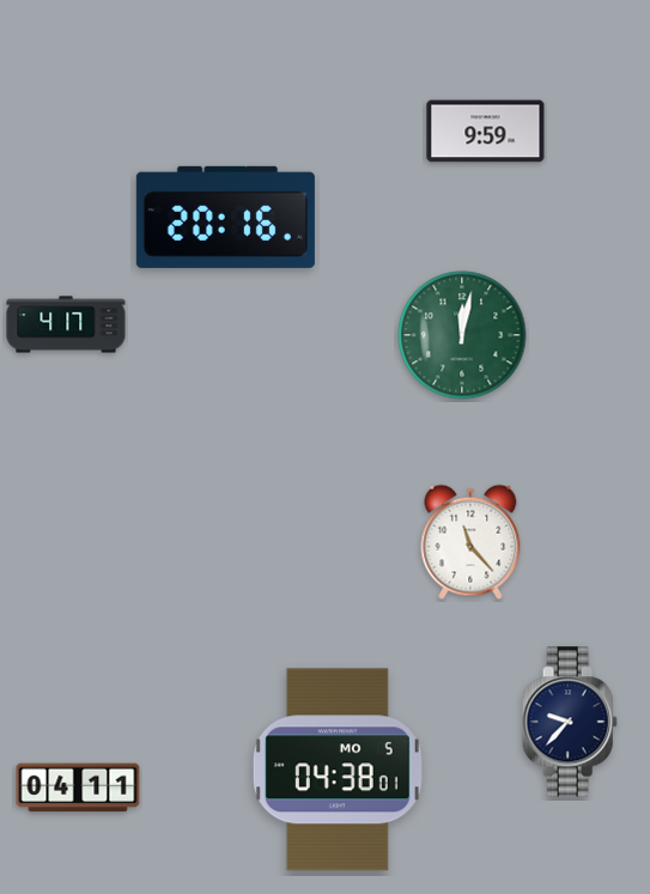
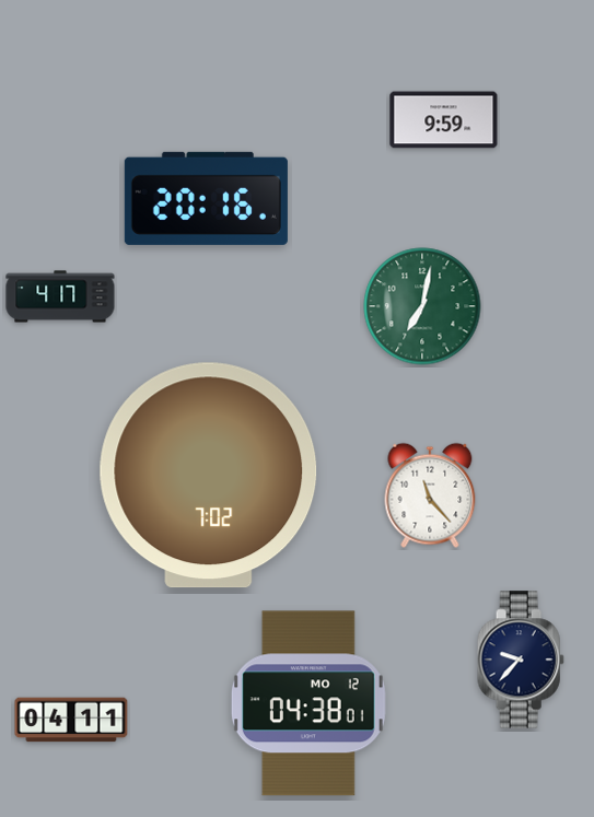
clock at (462, 335): 12:02 -> 7:02
clock at (209, 476): none -> 7:02
clock at (338, 770) date: MO 5 -> MO 12
